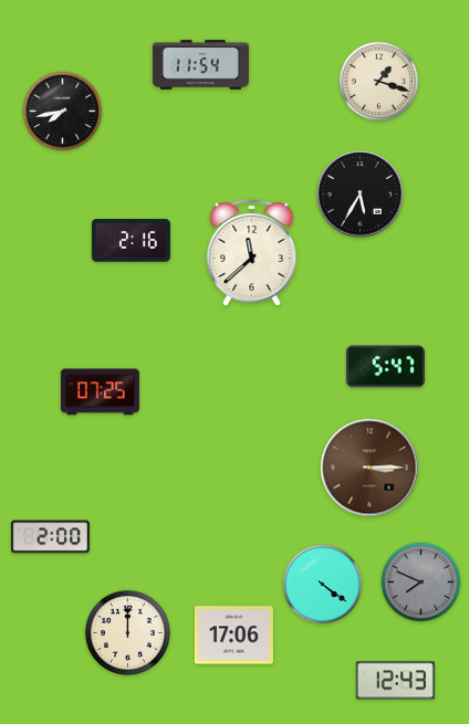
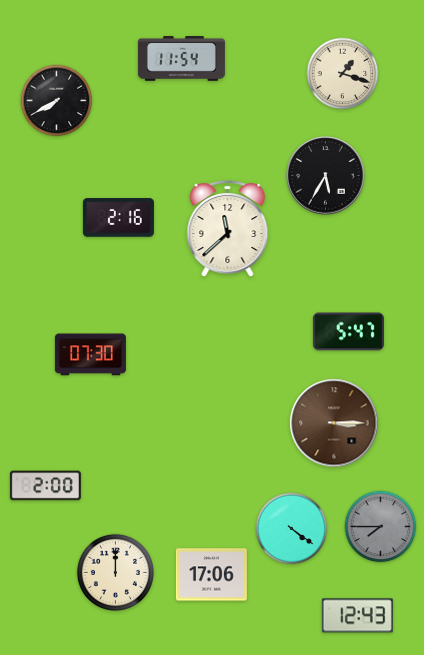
clock at (63, 112): 7:43 -> 7:40
clock at (100, 392): 07:25 -> 07:30
clock at (421, 583): 7:49 -> 7:45
